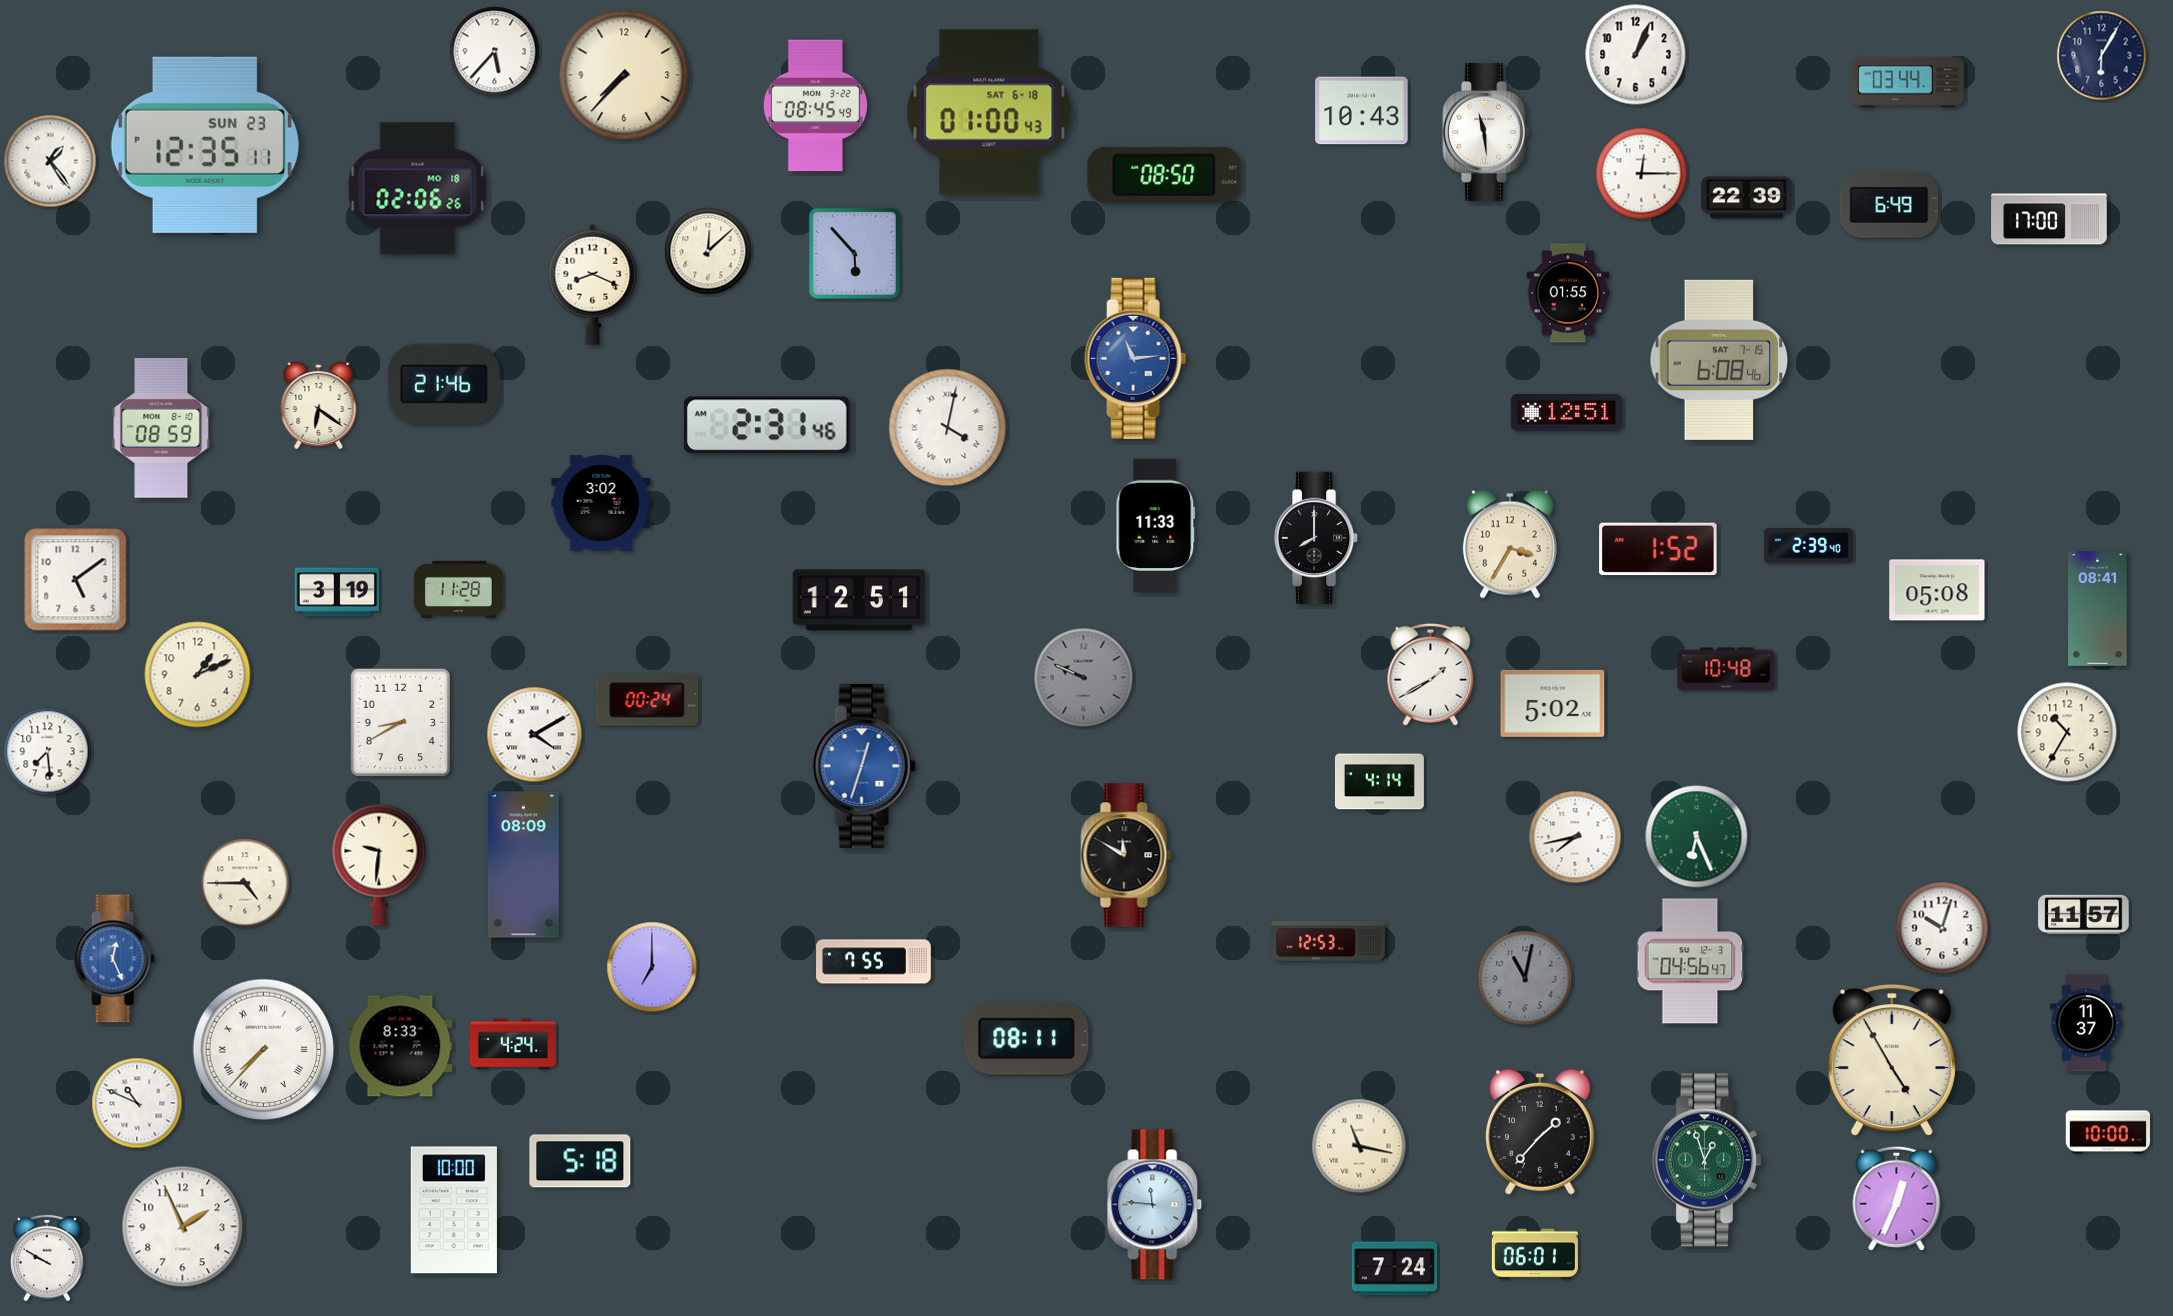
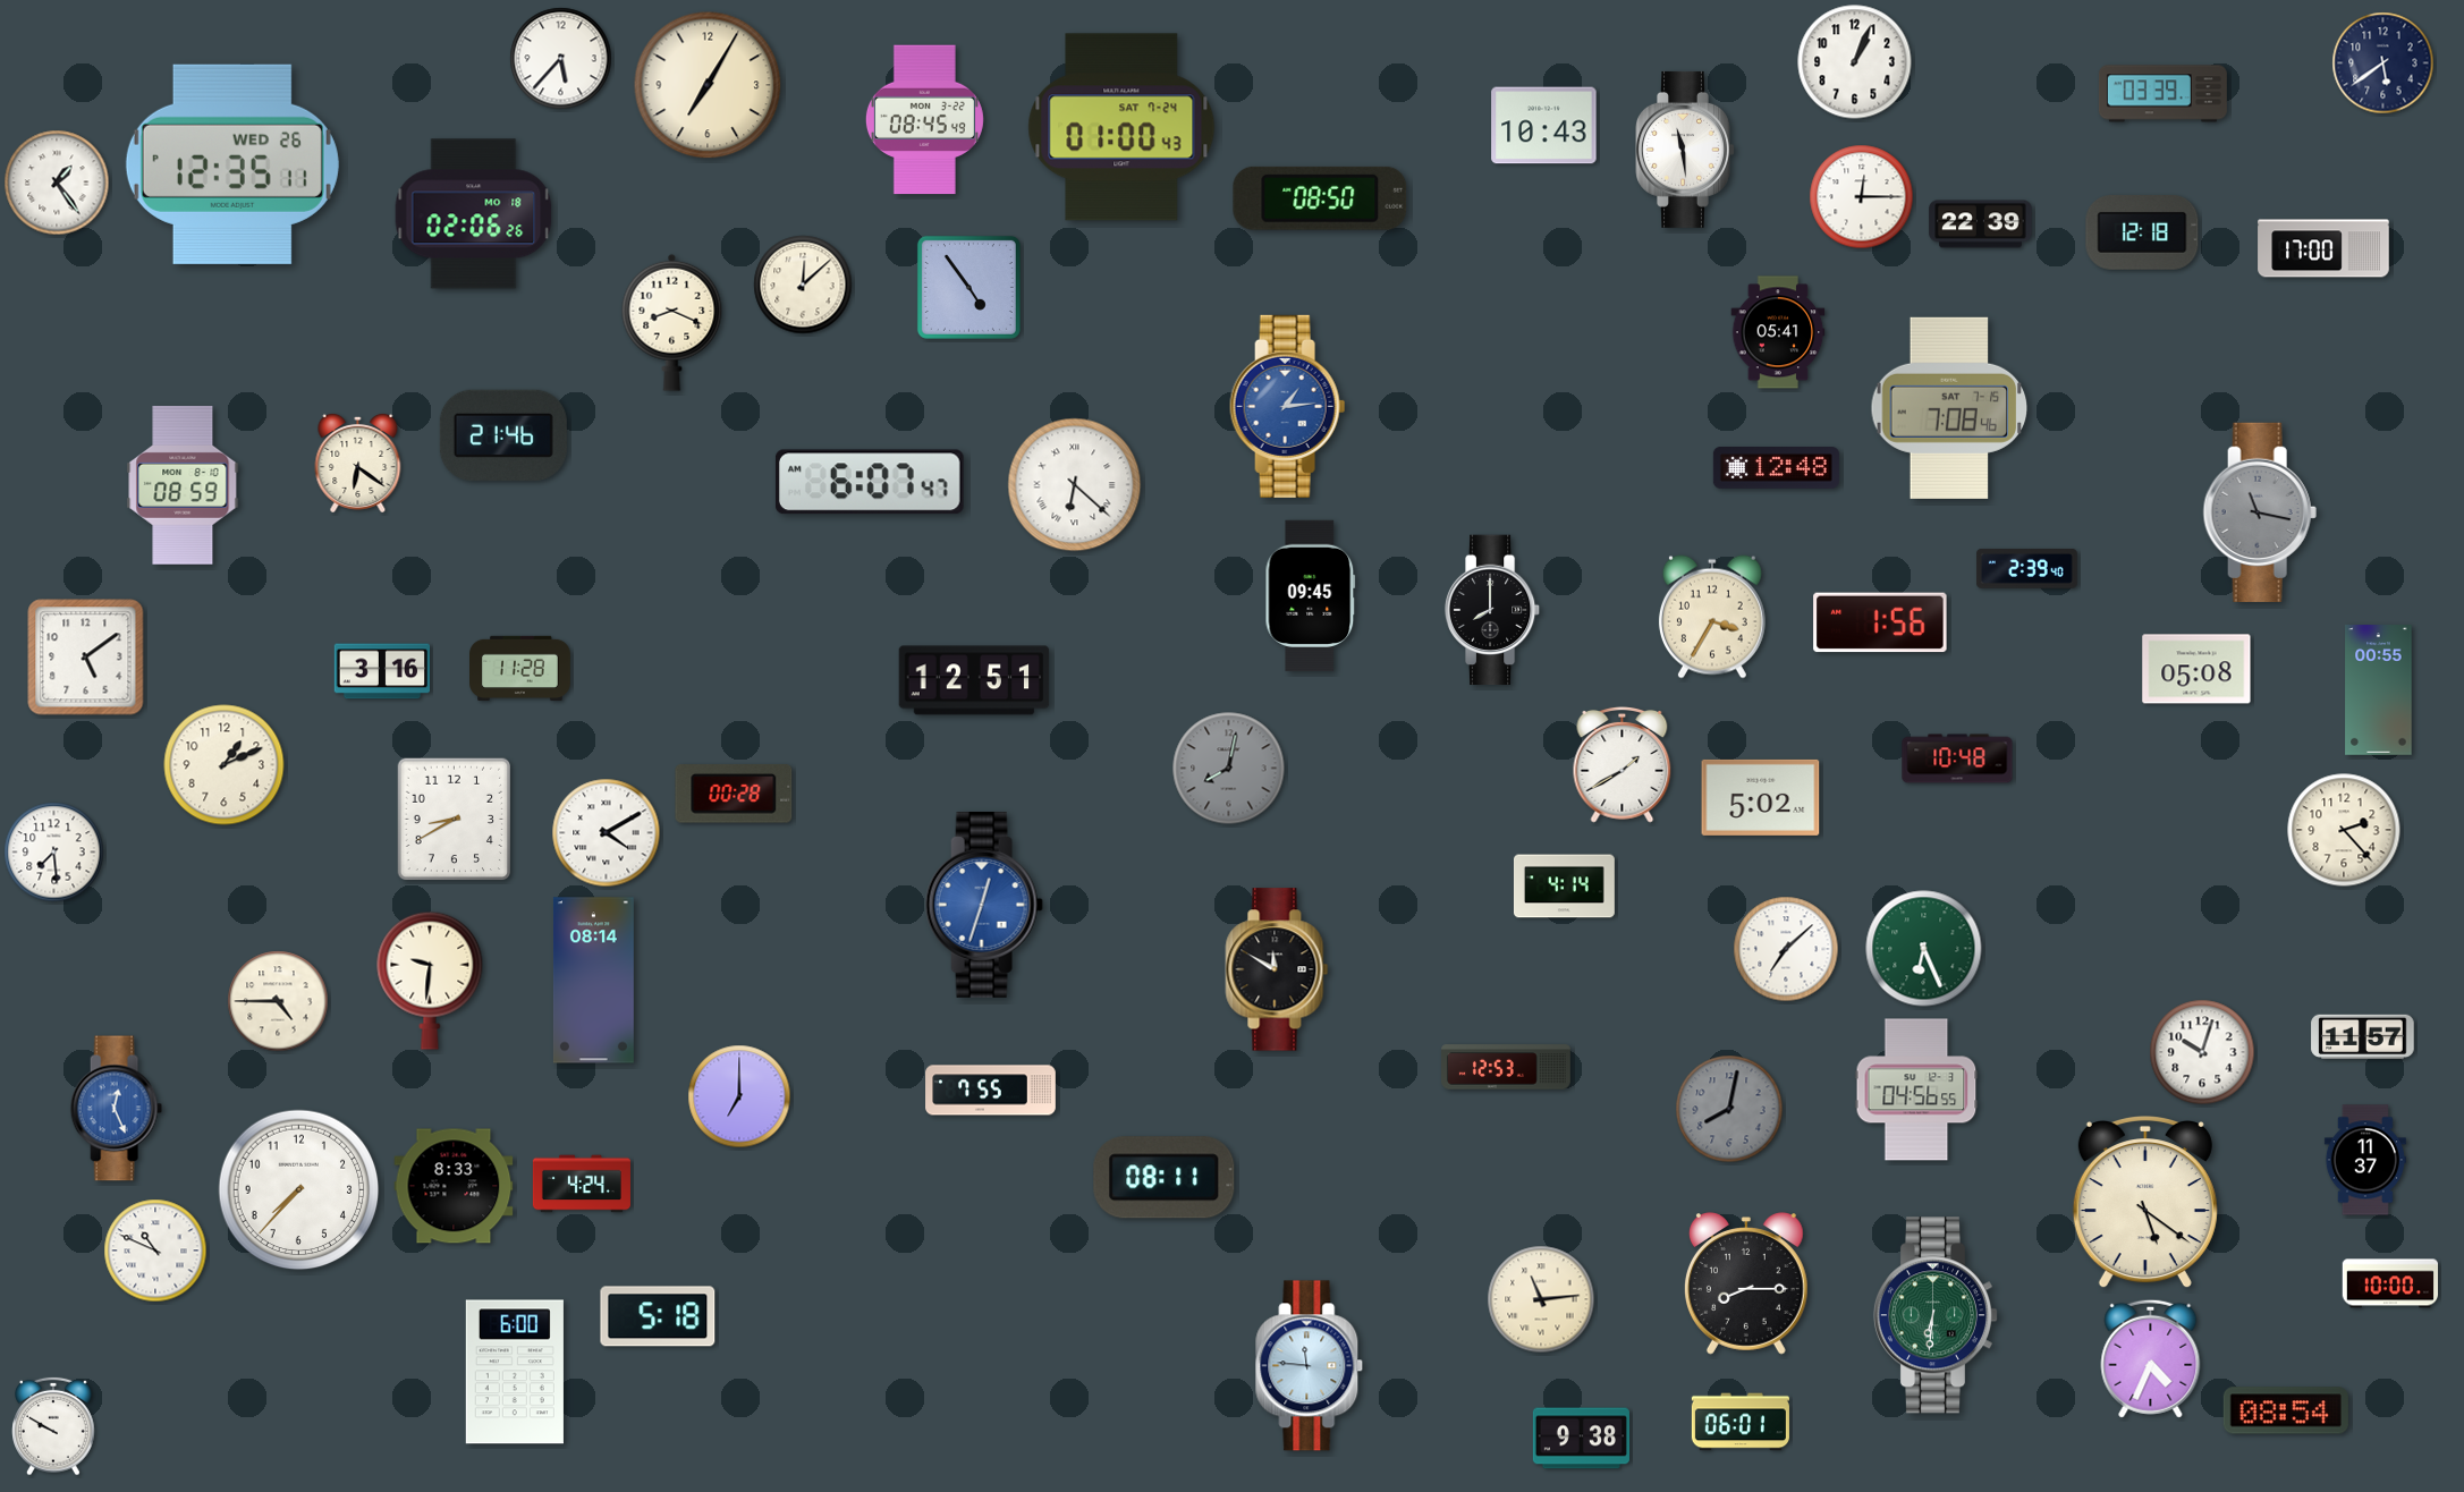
clock at (2102, 56): 6:05 -> 5:39
clock at (624, 75): 7:37 -> 7:05
clock at (1907, 83): 03:44 -> 03:39
clock at (989, 112) date: SAT 6-18 -> SAT 7-24
clock at (205, 145) date: SUN 23 -> WED 26
clock at (1889, 206): 6:49 -> 12:18
clock at (854, 253): 5:53 -> 4:54
clock at (1568, 293): 01:55 -> 05:41
clock at (1136, 358): 11:14 -> 1:14
clock at (1719, 360): 6:08 -> 7:08
clock at (319, 405) position: (319, 405) -> (358, 463)
clock at (1566, 413): 12:51 -> 12:48
clock at (767, 425): 2:31 -> 6:07
clock at (948, 428): 4:02 -> 6:22
clock at (2260, 512): none -> 11:17
clock at (601, 503): 3:02 -> none
clock at (1156, 526): 11:33 -> 09:45
clock at (1808, 546) position: (1808, 546) -> (2026, 569)
clock at (1658, 549): 1:52 -> 1:56
clock at (337, 592): 3:19 -> 3:16
clock at (2098, 609): 08:41 -> 00:55
clock at (1084, 678): 9:49 -> 8:02
clock at (647, 700): 00:24 -> 00:28
clock at (2067, 732): 10:35 -> 2:23
clock at (864, 766) position: (864, 766) -> (984, 905)
clock at (1575, 837): 7:43 -> 7:08
clock at (523, 865): 08:09 -> 08:14
clock at (114, 959) position: (114, 959) -> (116, 1109)
clock at (1690, 961): 04:56:47 -> 04:56:55
clock at (1525, 978): 11:02 -> 8:02
clock at (264, 1050) numerals: Roman -> Arabic
clock at (1892, 1061): 4:55 -> 5:21
clock at (1540, 1132): 1:37 -> 8:15
clock at (1359, 1146): 11:17 -> 11:14
clock at (1706, 1160): 12:57 -> 6:31
clock at (1897, 1198): 12:34 -> 4:34
clock at (454, 1210): 10:00 -> 6:00
clock at (183, 1227): 1:56 -> none
clock at (2286, 1410): none -> 08:54
clock at (1394, 1269): 7:24 -> 9:38
